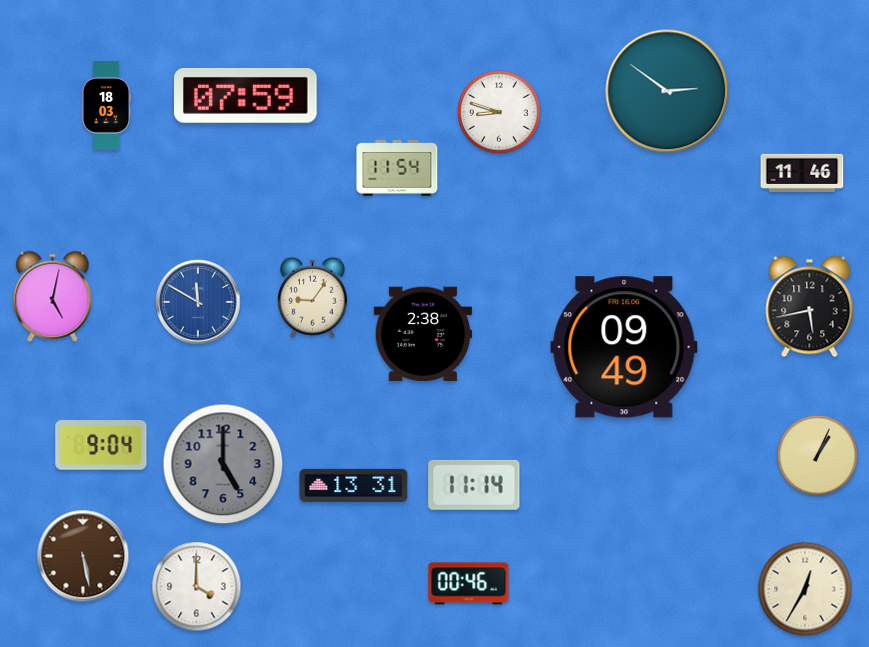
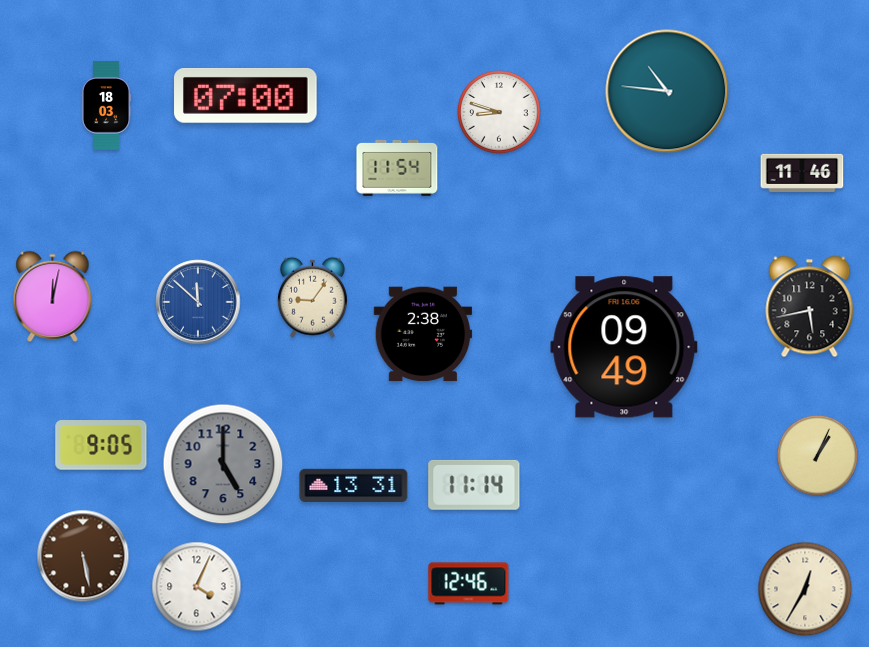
clock at (667, 91): 2:51 -> 10:46
clock at (246, 96): 07:59 -> 07:00
clock at (53, 296): 5:02 -> 12:02
clock at (198, 302): 11:50 -> 11:52
clock at (101, 445): 9:04 -> 9:05
clock at (469, 584): 00:46 -> 12:46
clock at (197, 587): 4:00 -> 4:04
